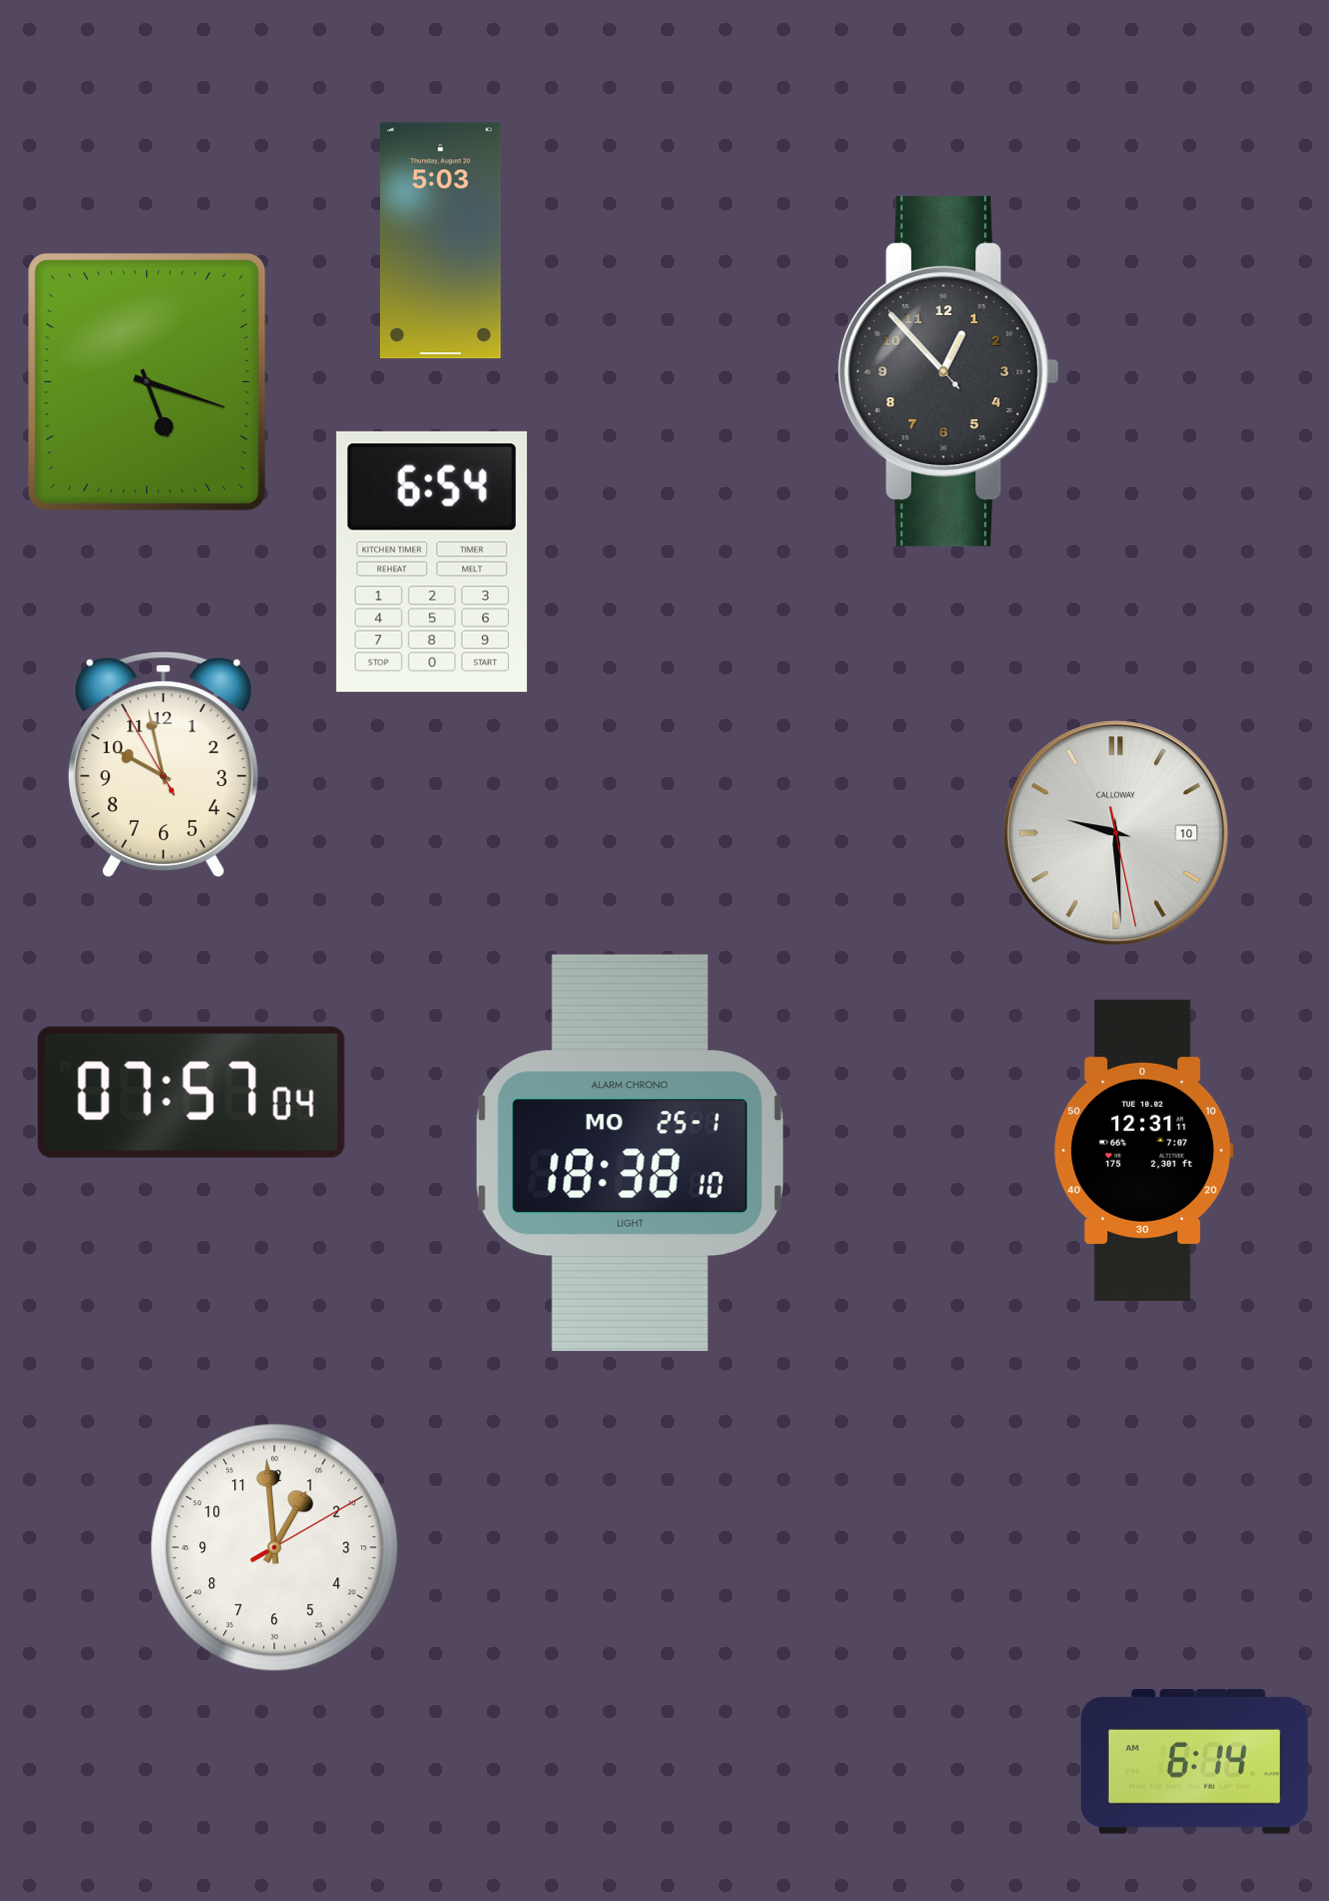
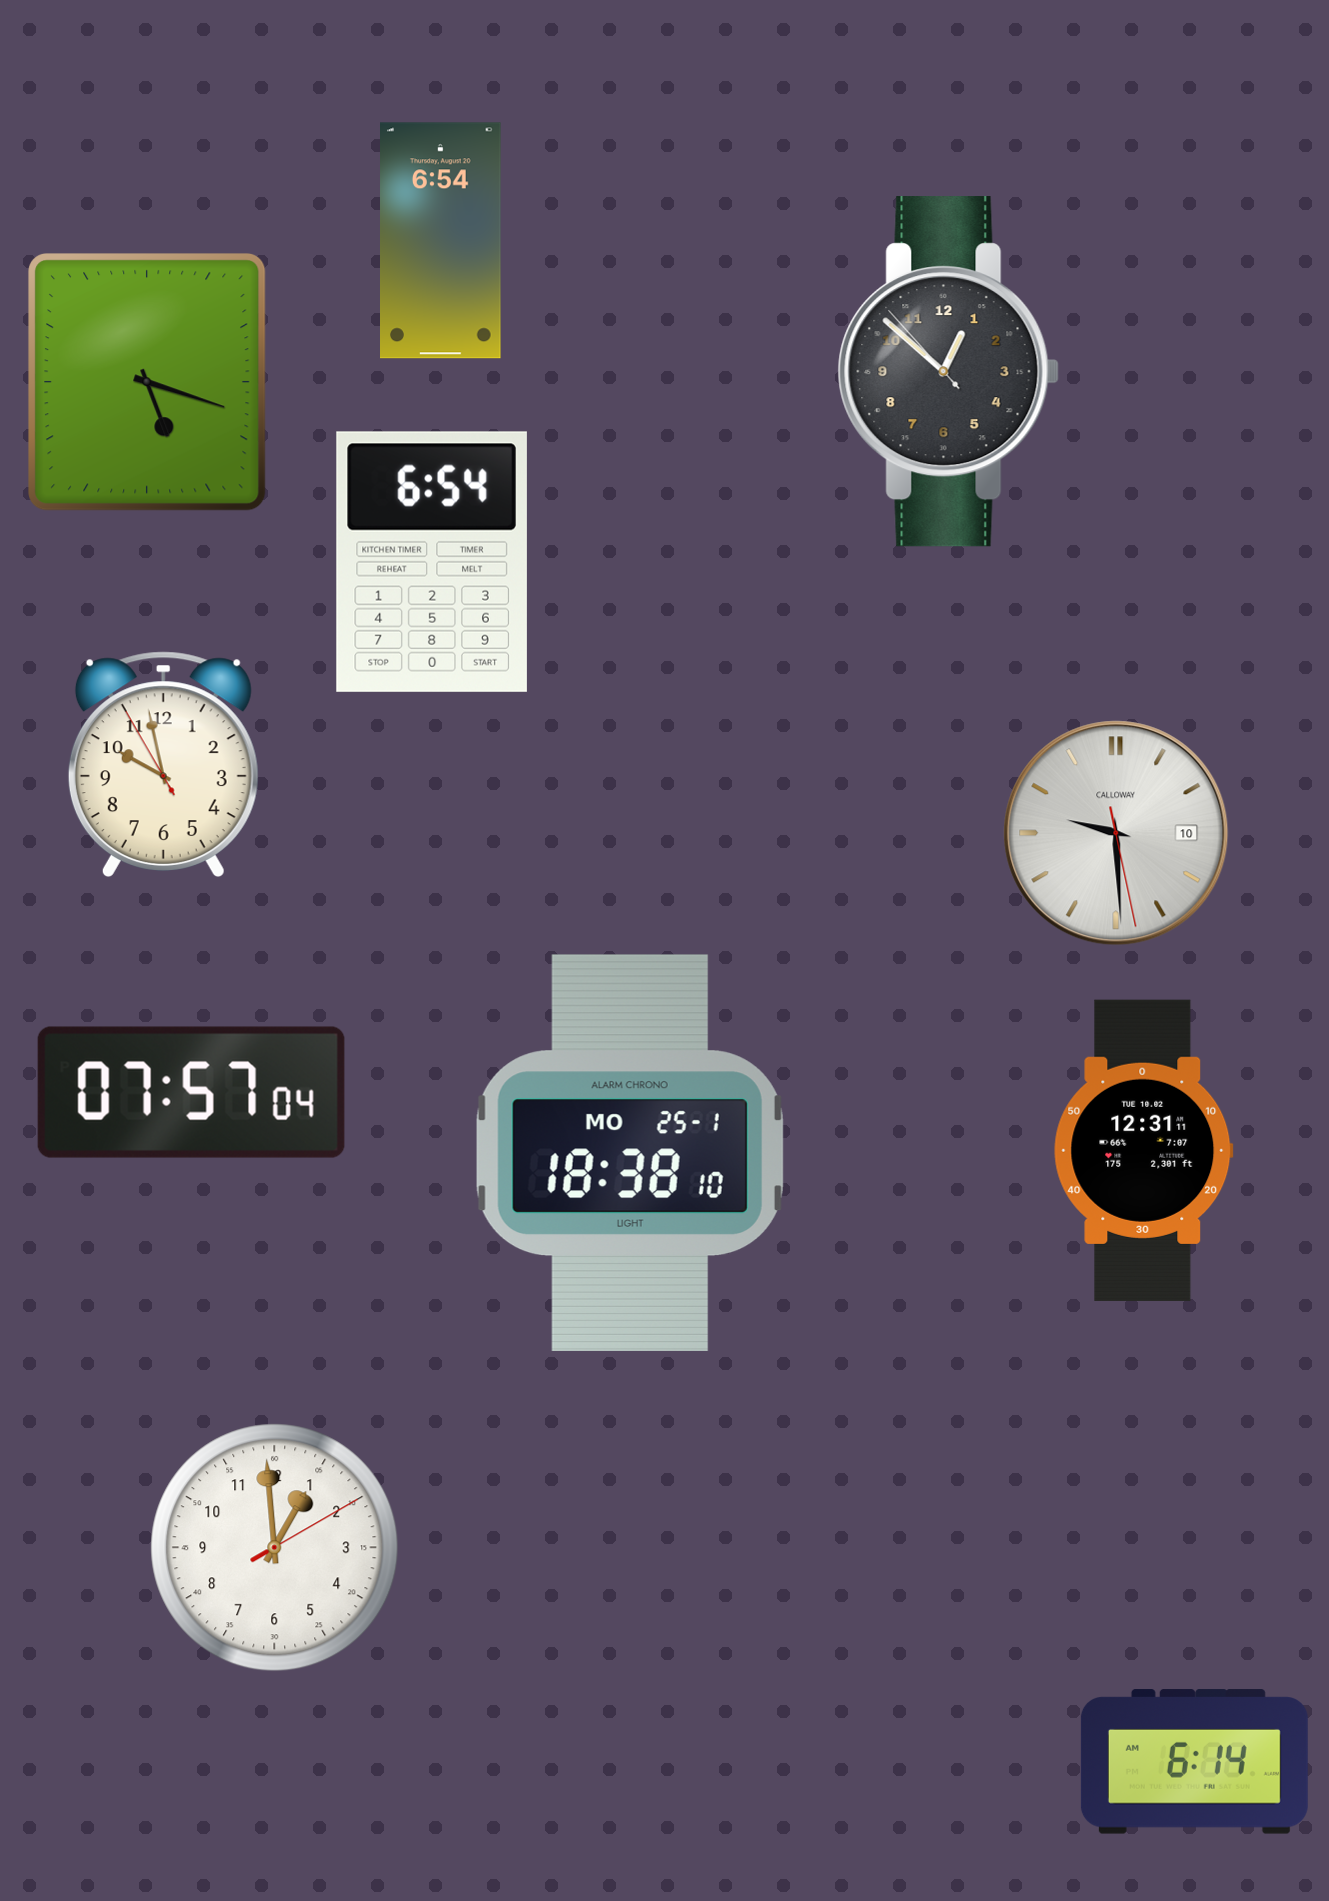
clock at (441, 241): 5:03 -> 6:54
clock at (948, 372): 12:52 -> 12:51
